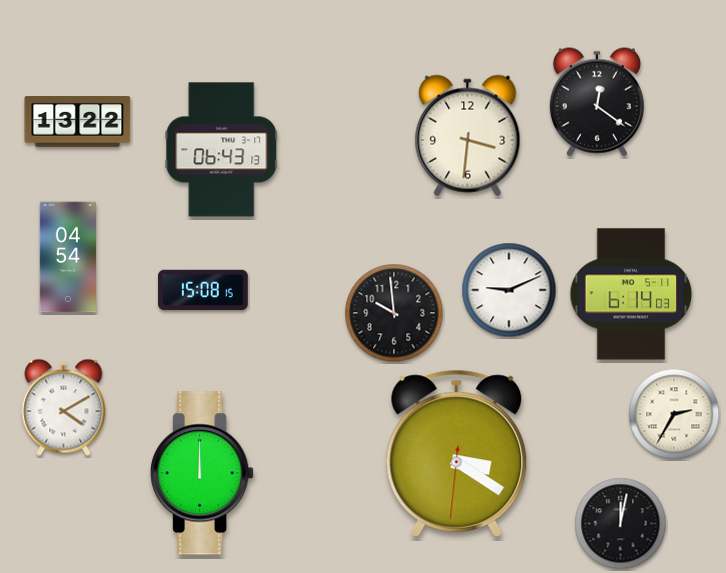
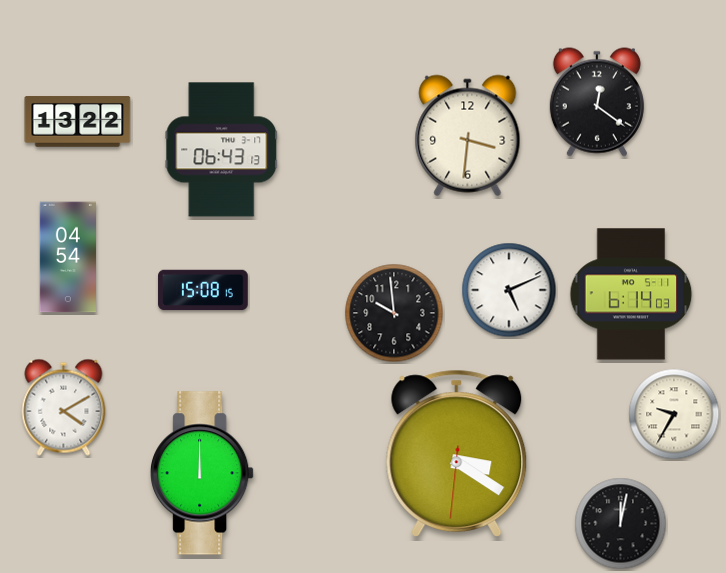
clock at (509, 290): 9:11 -> 5:11
clock at (674, 414): 2:35 -> 9:35
